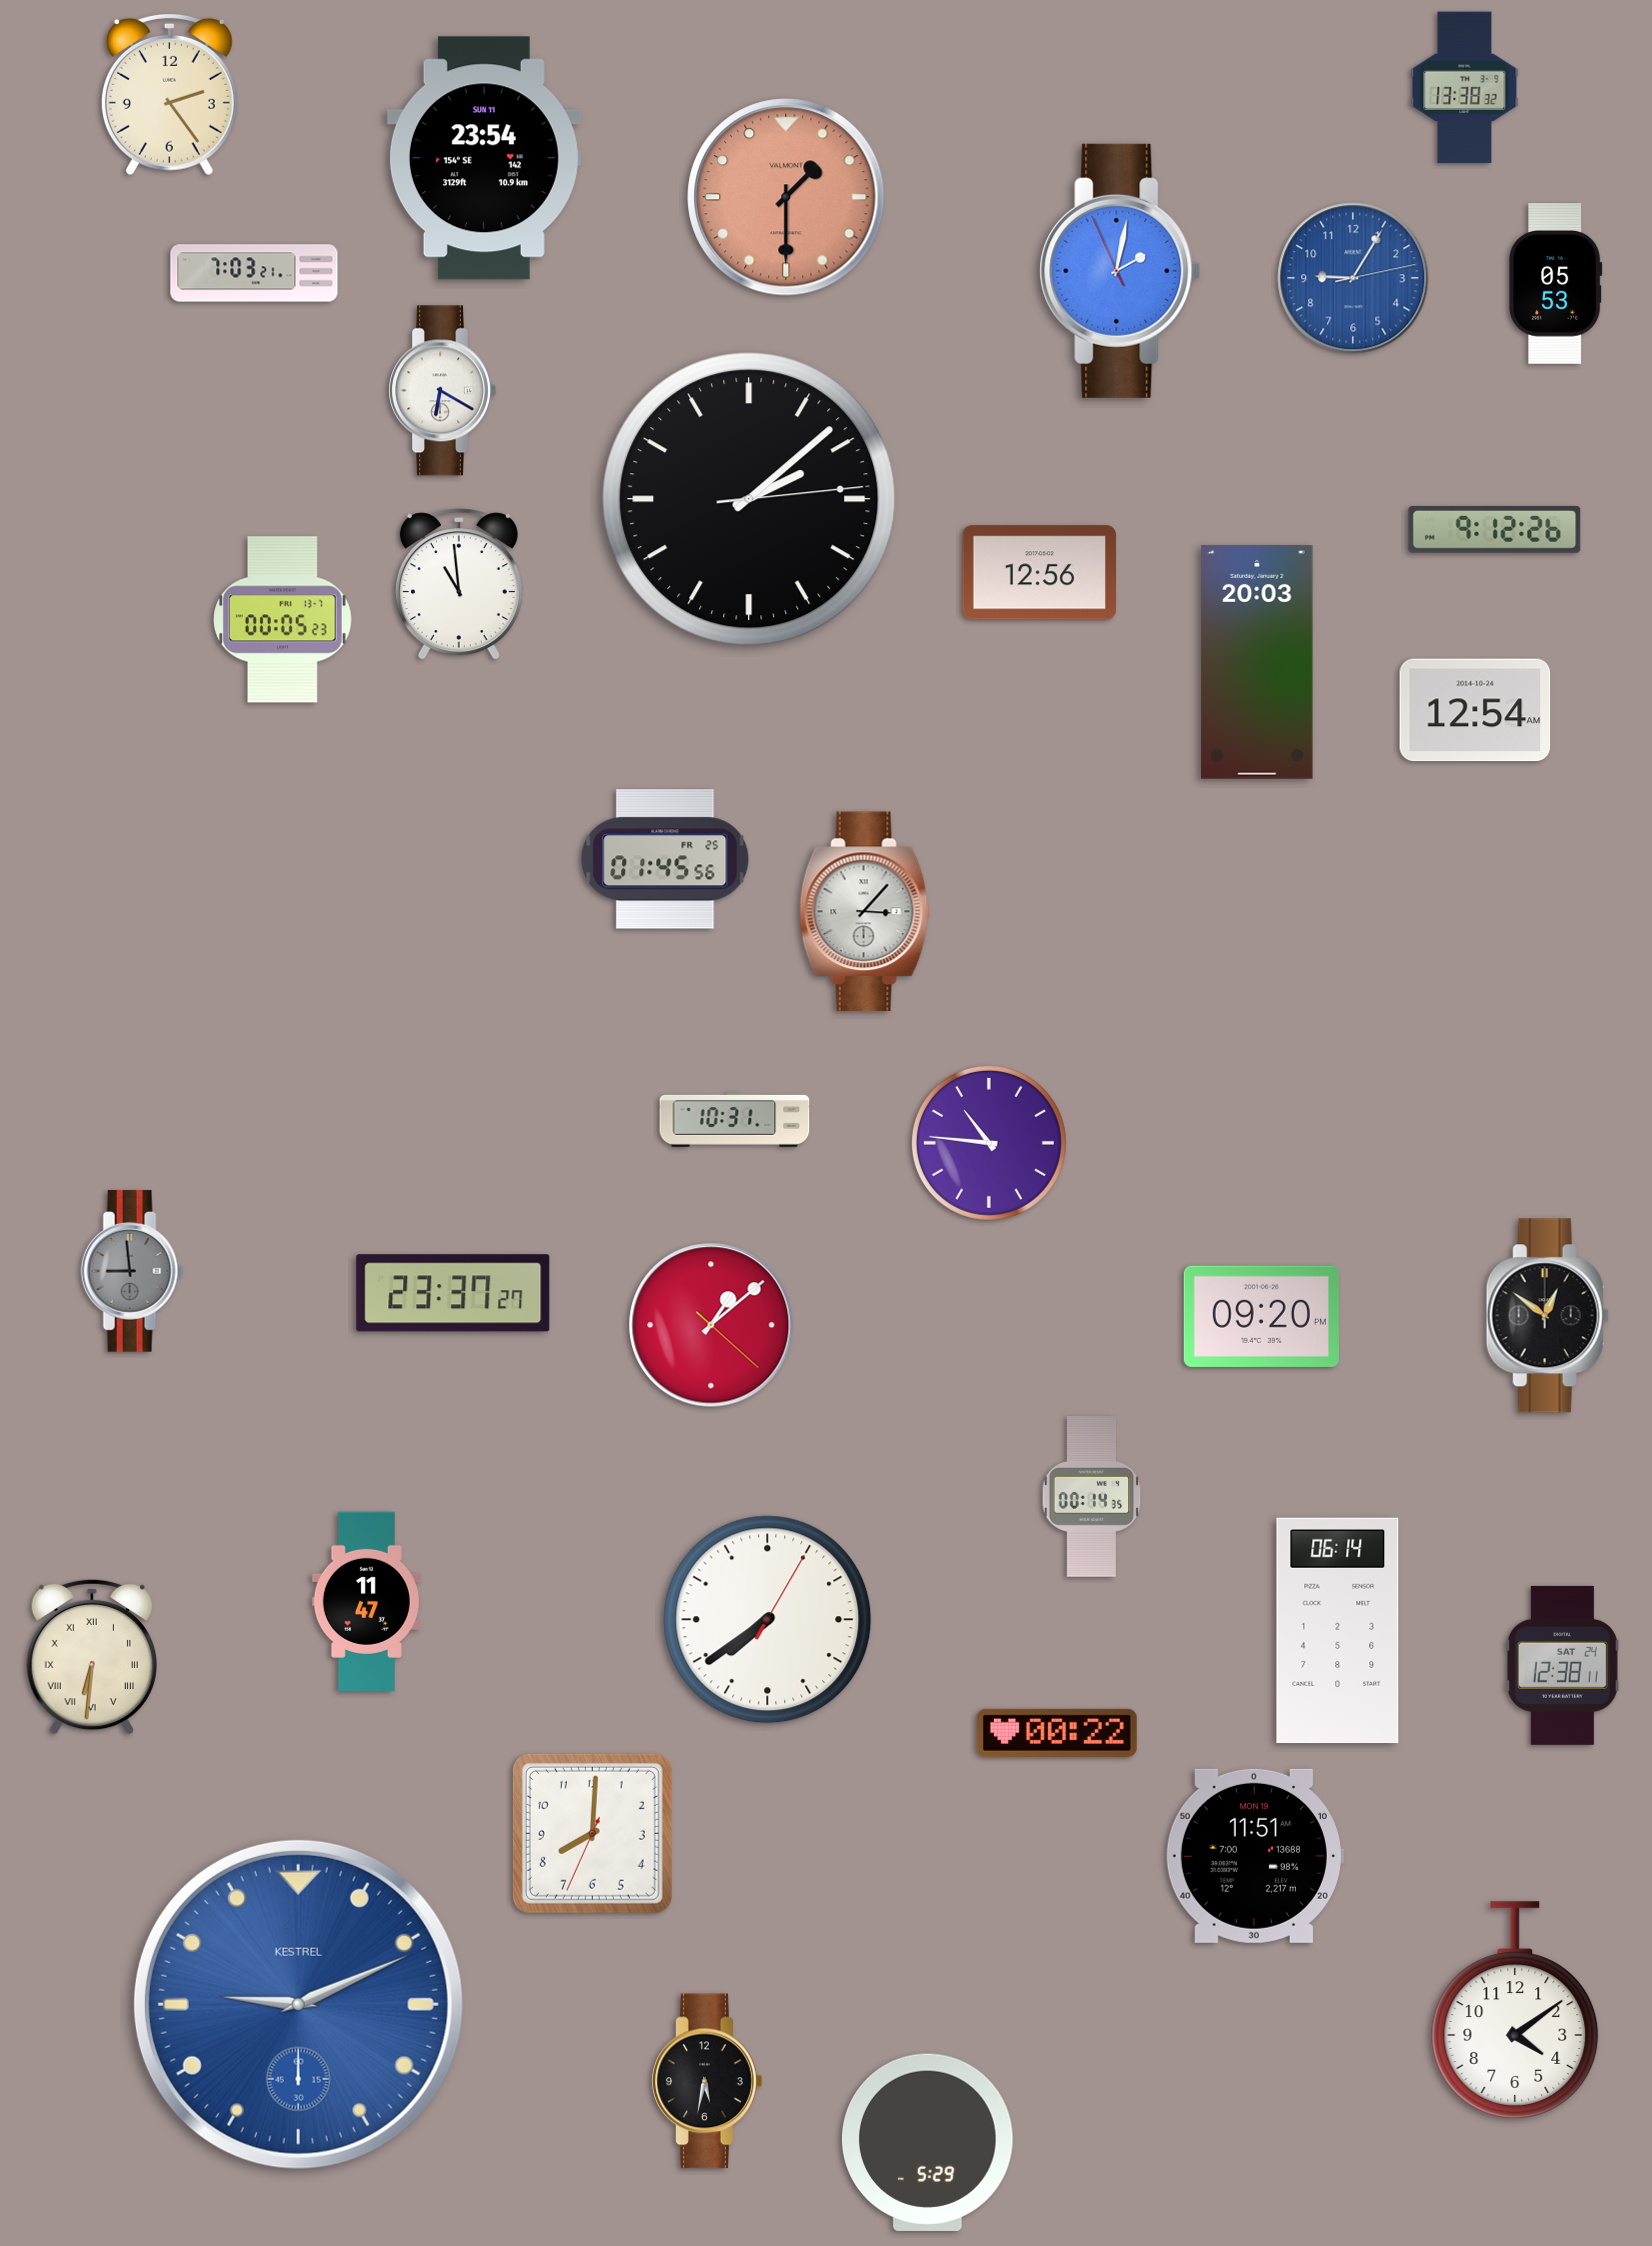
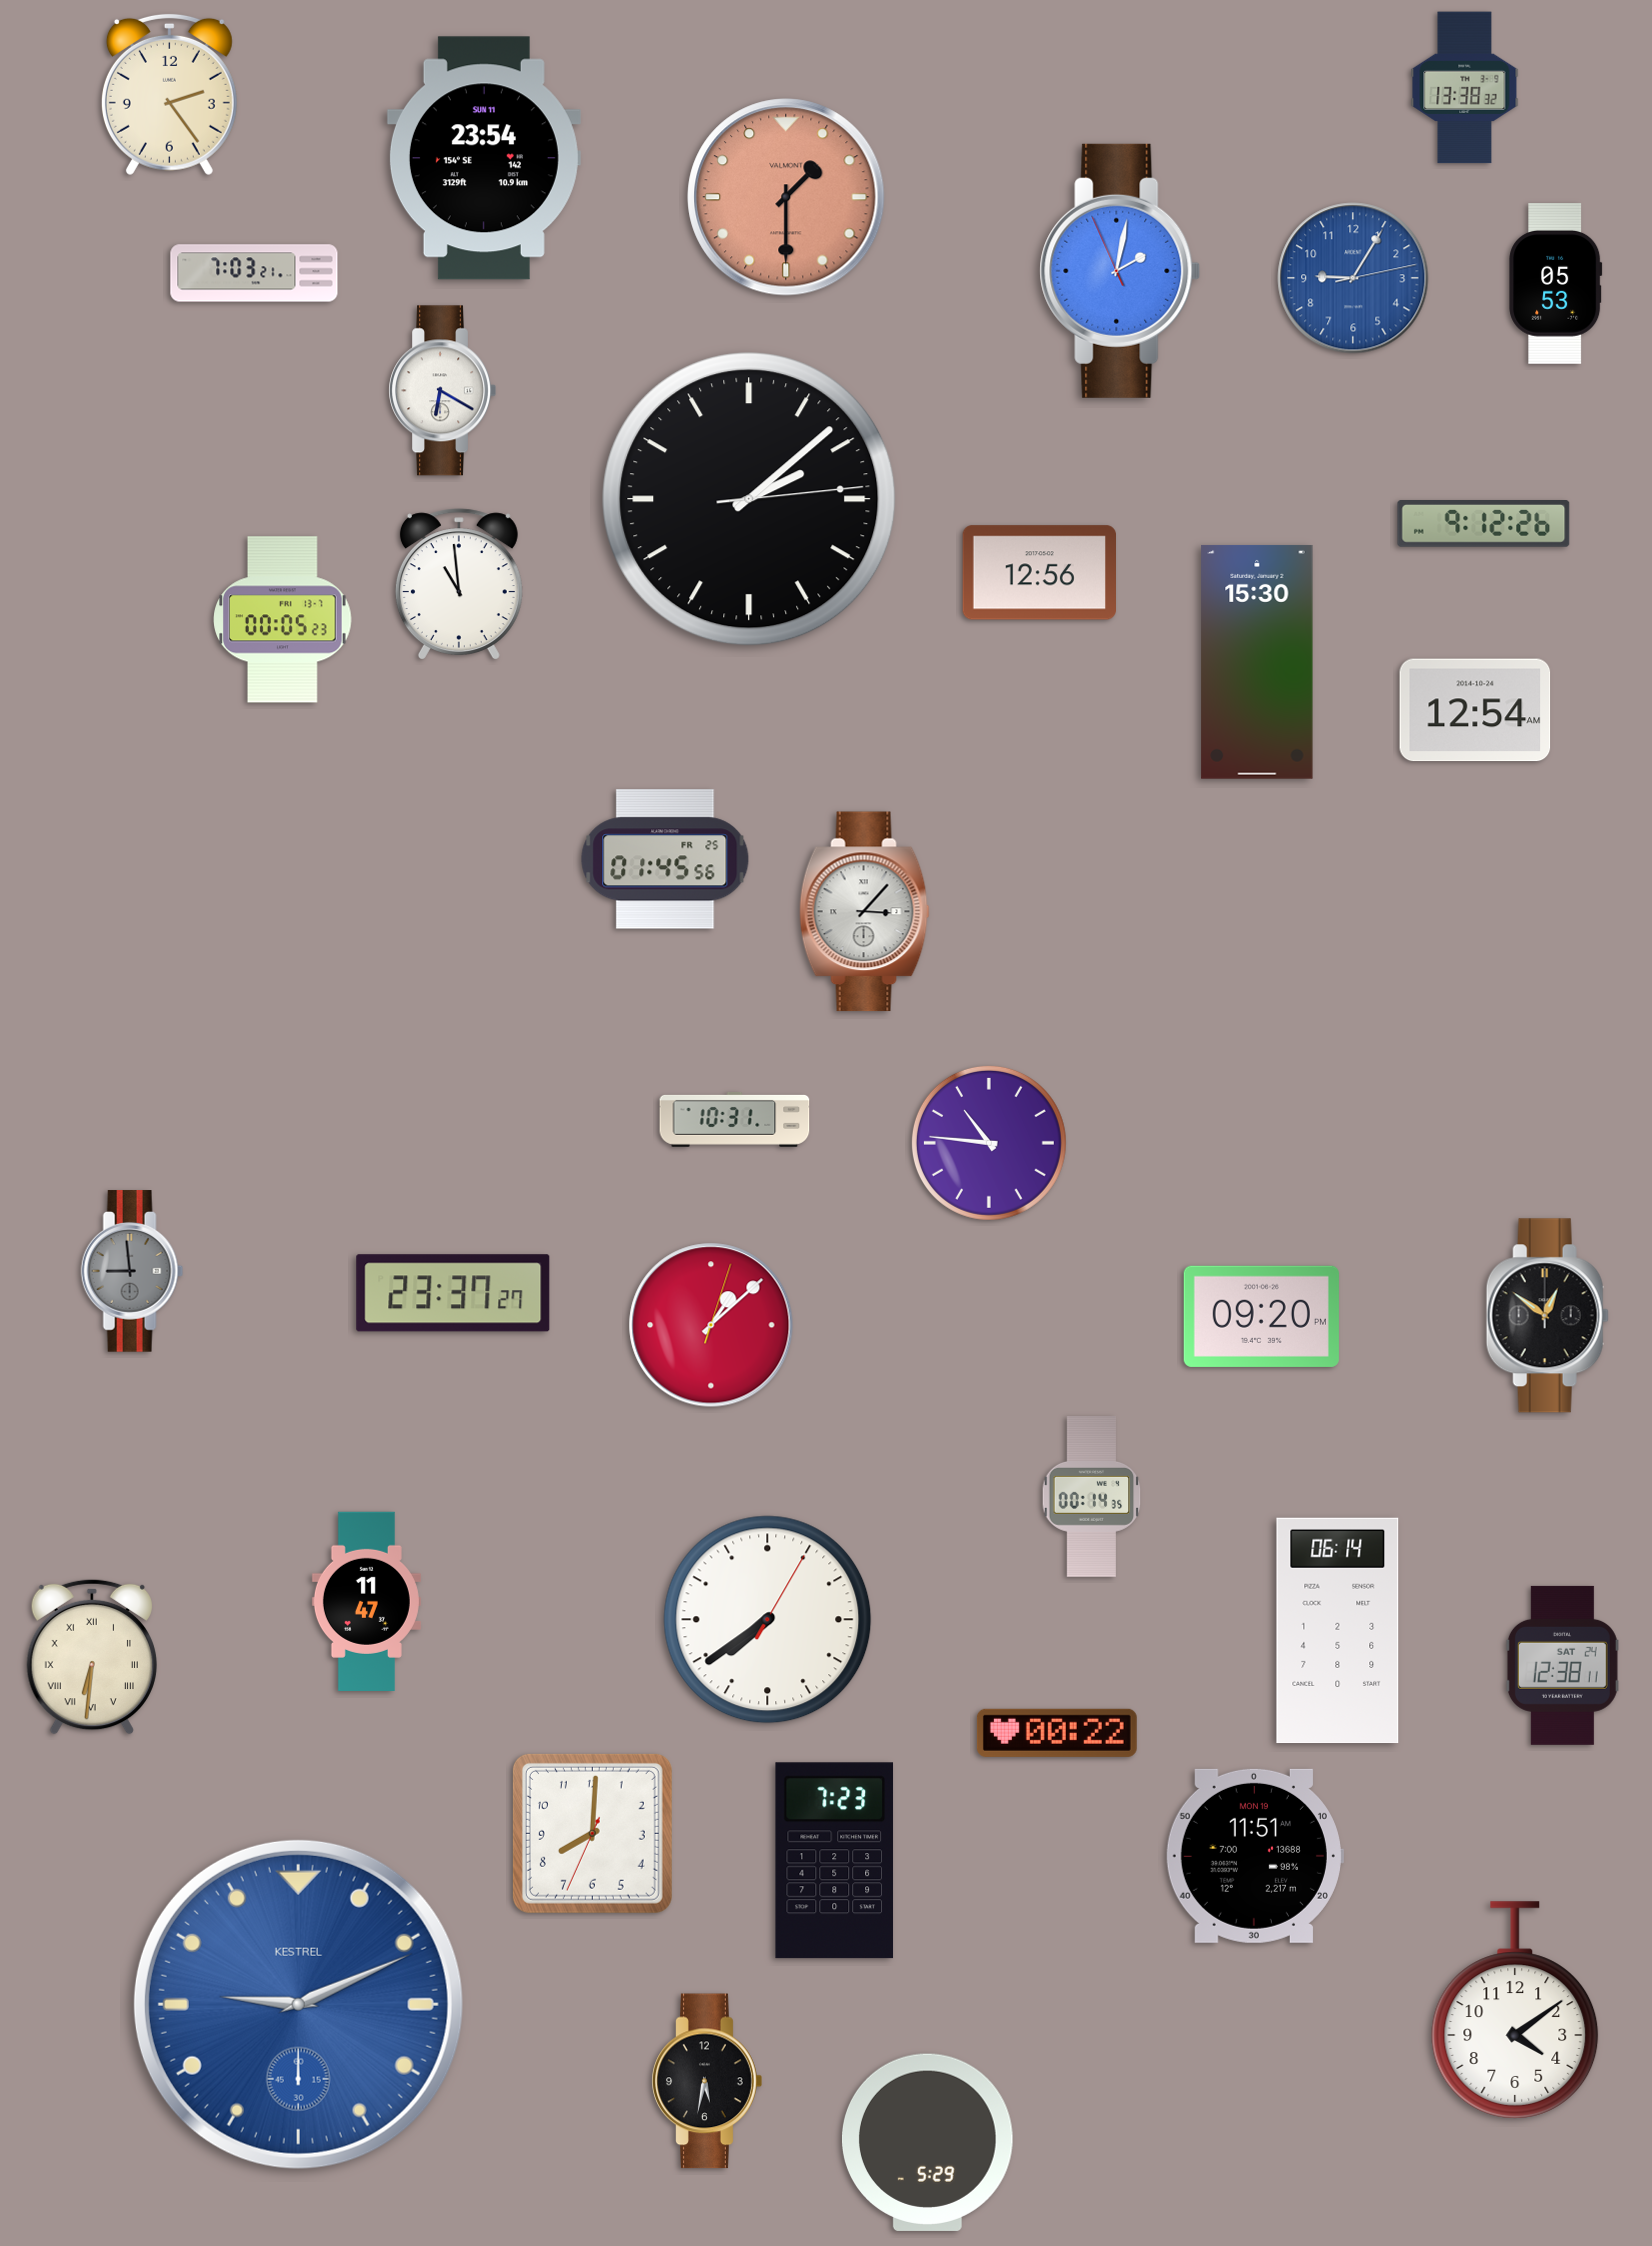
clock at (1495, 530) position: (1495, 530) -> (1484, 524)
clock at (1257, 662): 20:03 -> 15:30
clock at (711, 1325): 1:08:22 -> 1:08:03
clock at (835, 1861): none -> 7:23
